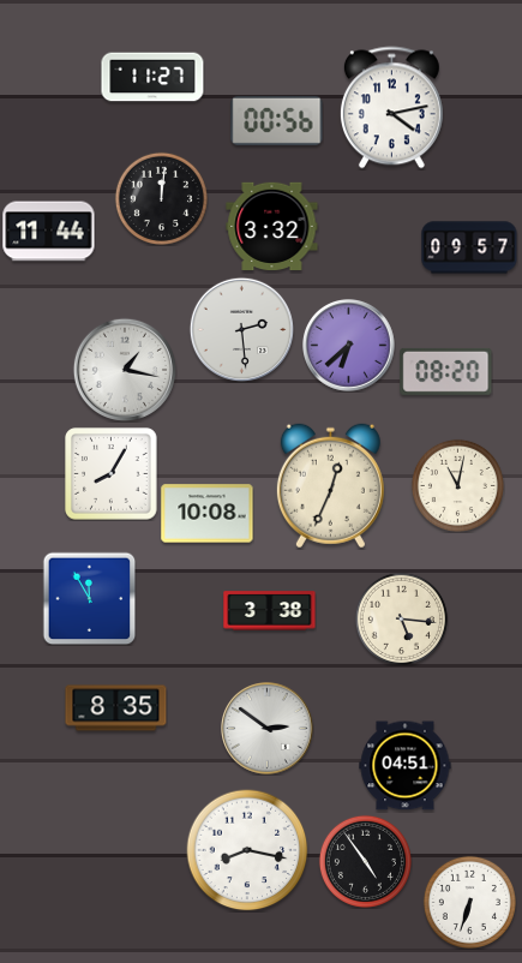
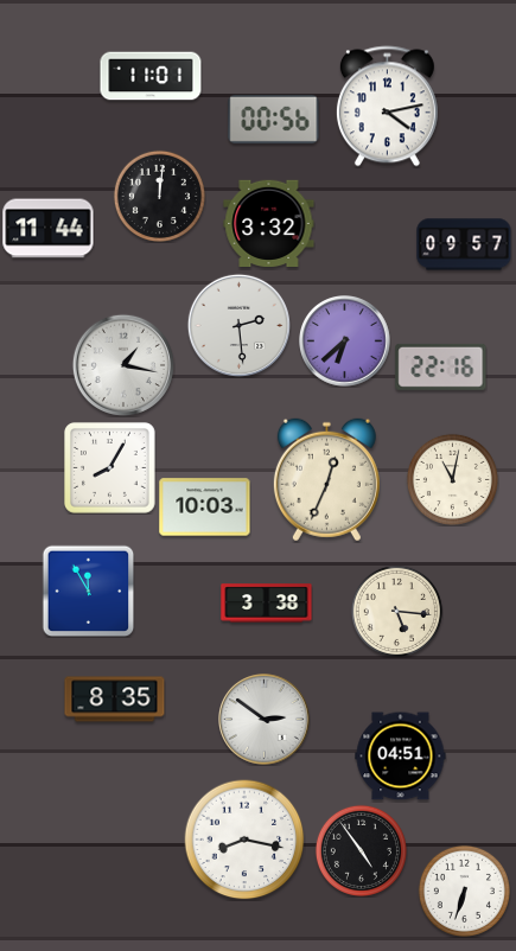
clock at (152, 77): 11:27 -> 11:01
clock at (446, 371): 08:20 -> 22:16
clock at (208, 514): 10:08 -> 10:03
